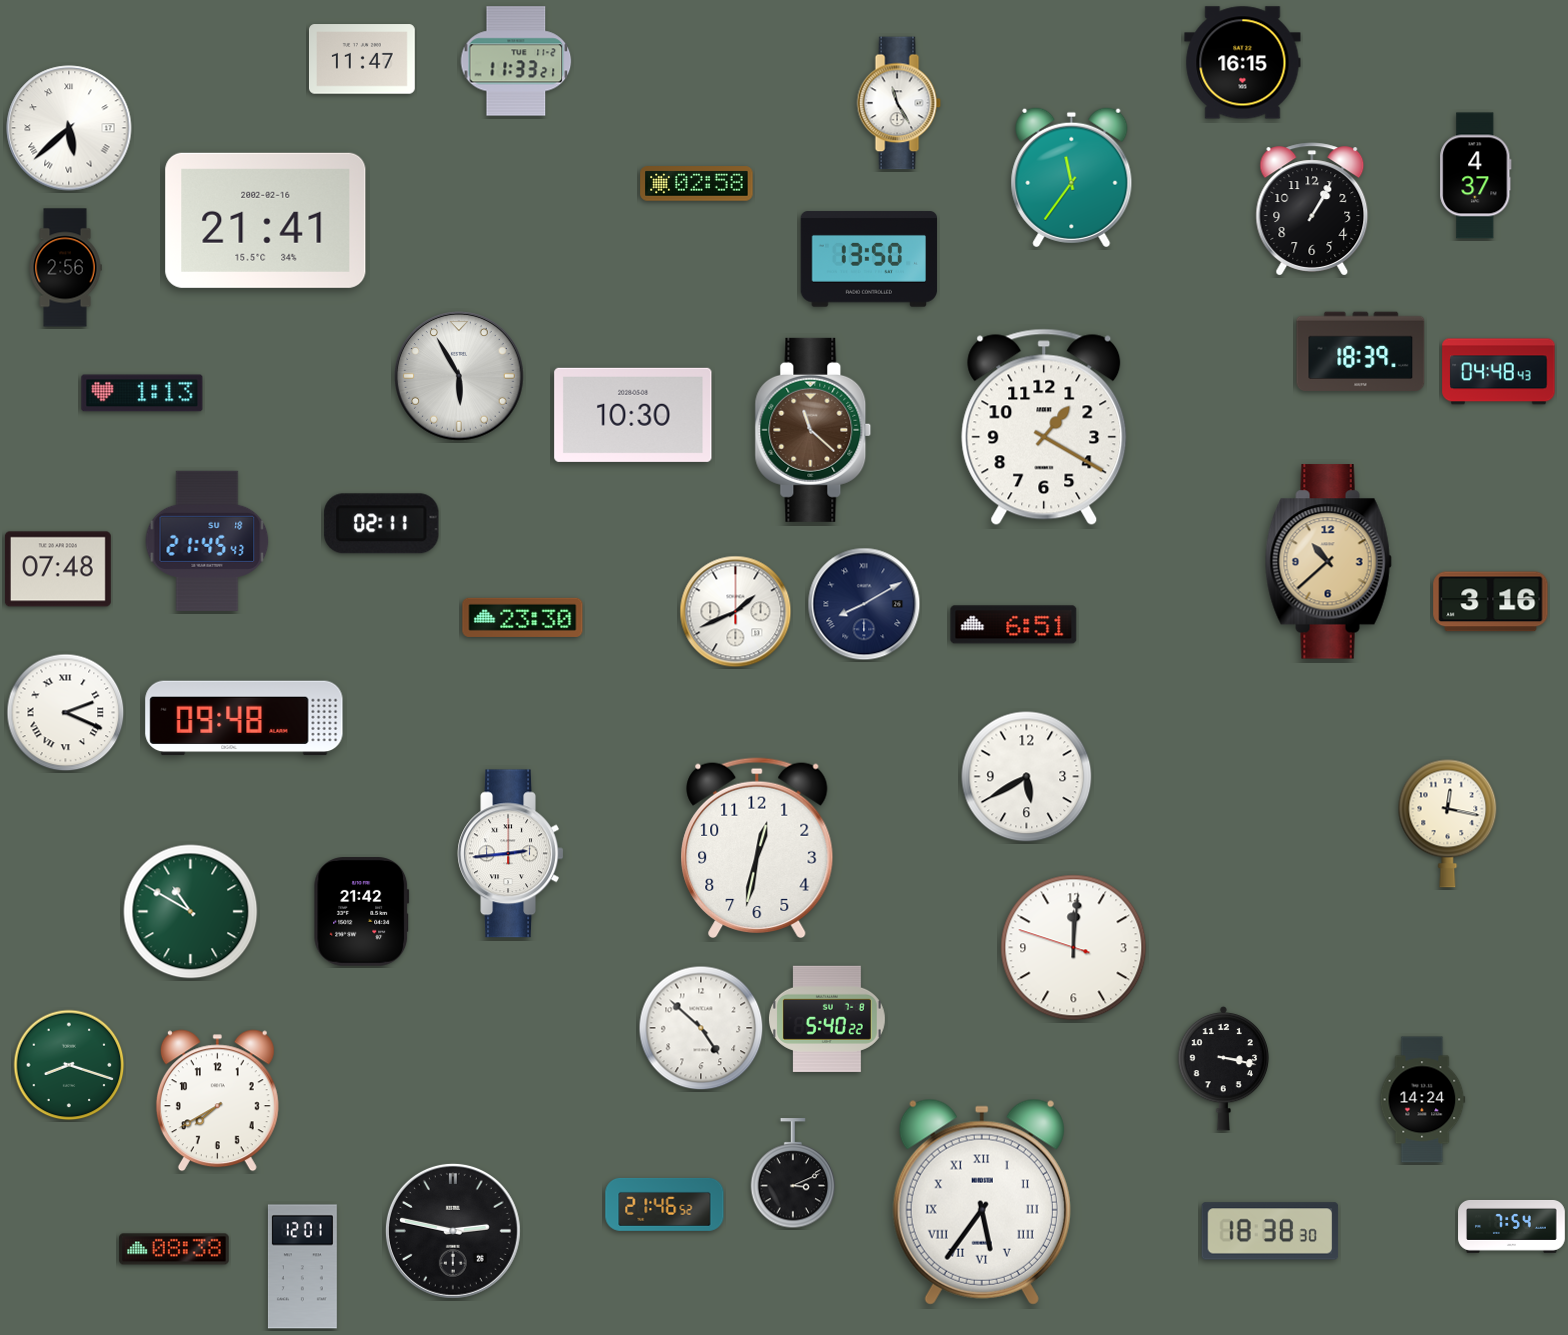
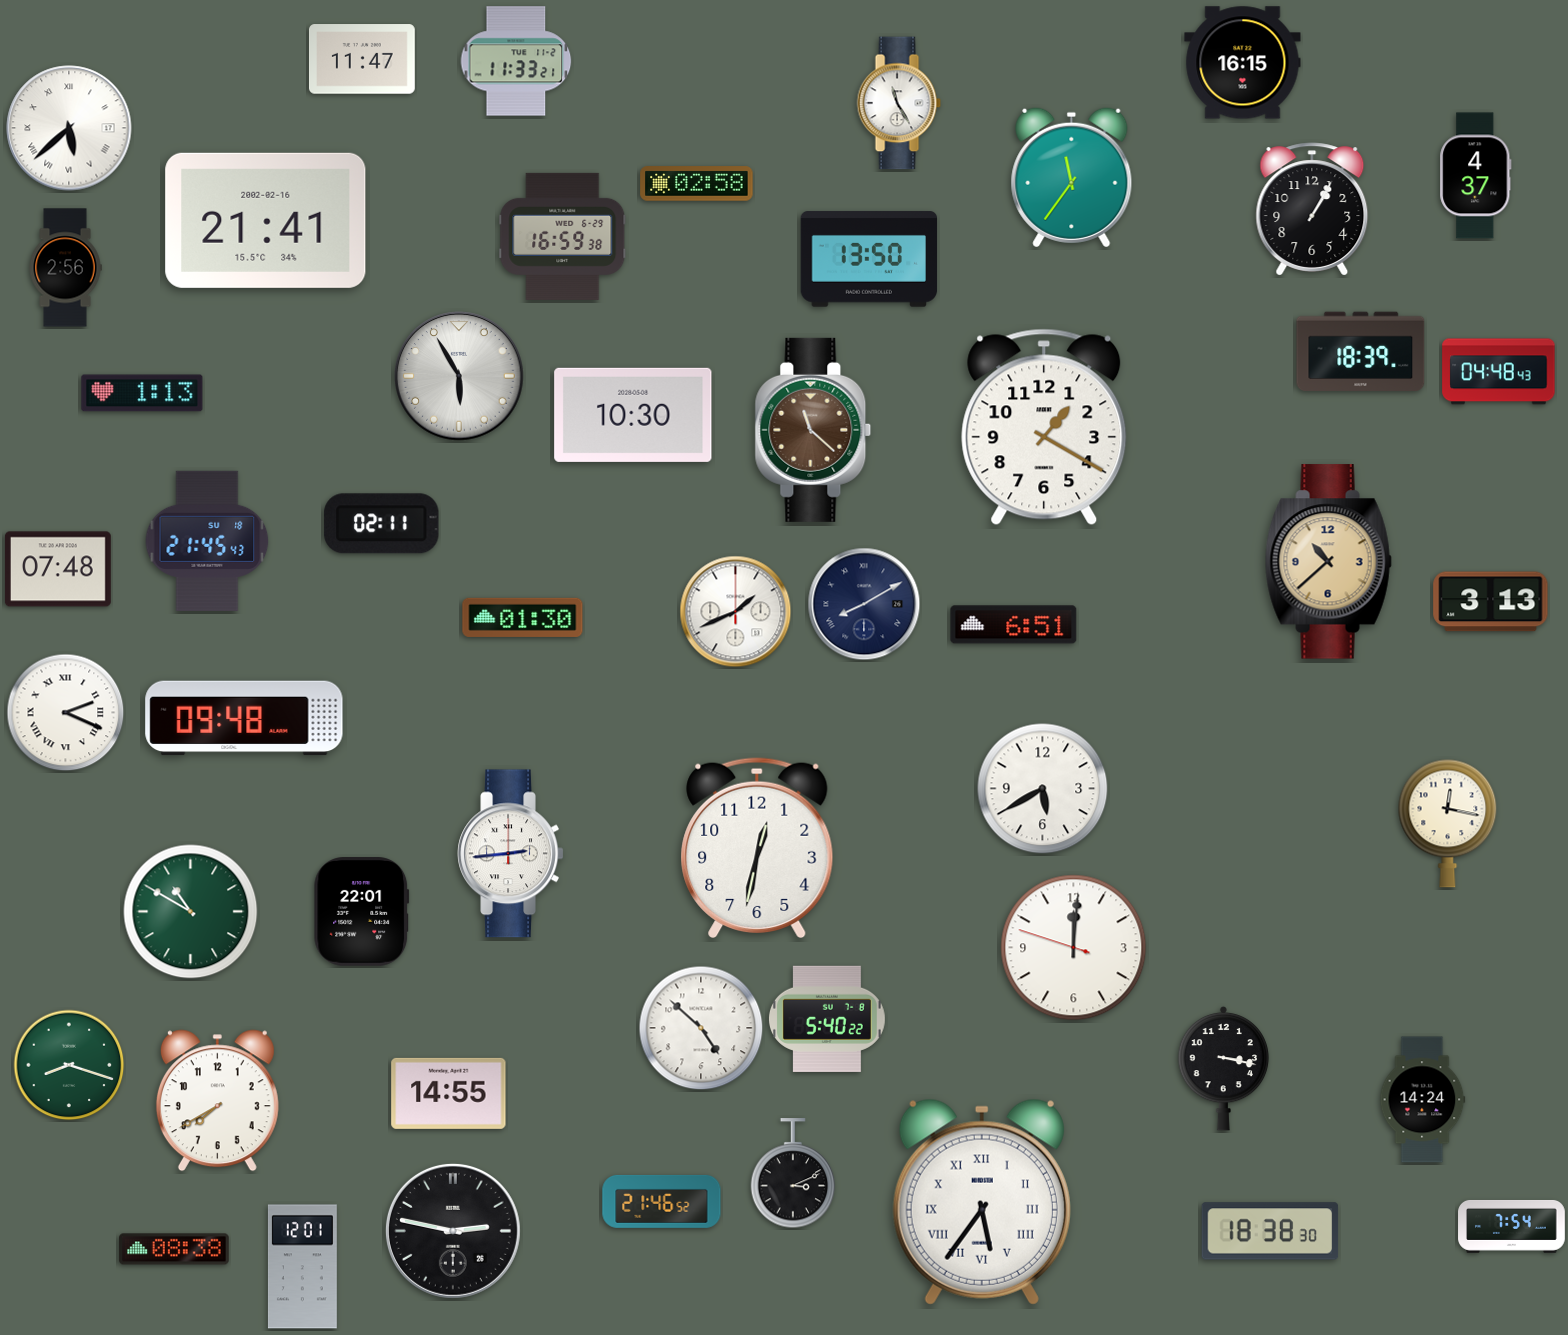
clock at (563, 236): none -> 16:59
clock at (1491, 602): 3:16 -> 3:13
clock at (523, 617): 23:30 -> 01:30
clock at (1027, 777) position: (1027, 777) -> (1043, 789)
clock at (362, 912): 21:42 -> 22:01
clock at (449, 1093): none -> 14:55
clock at (665, 1204) position: (665, 1204) -> (662, 1201)
